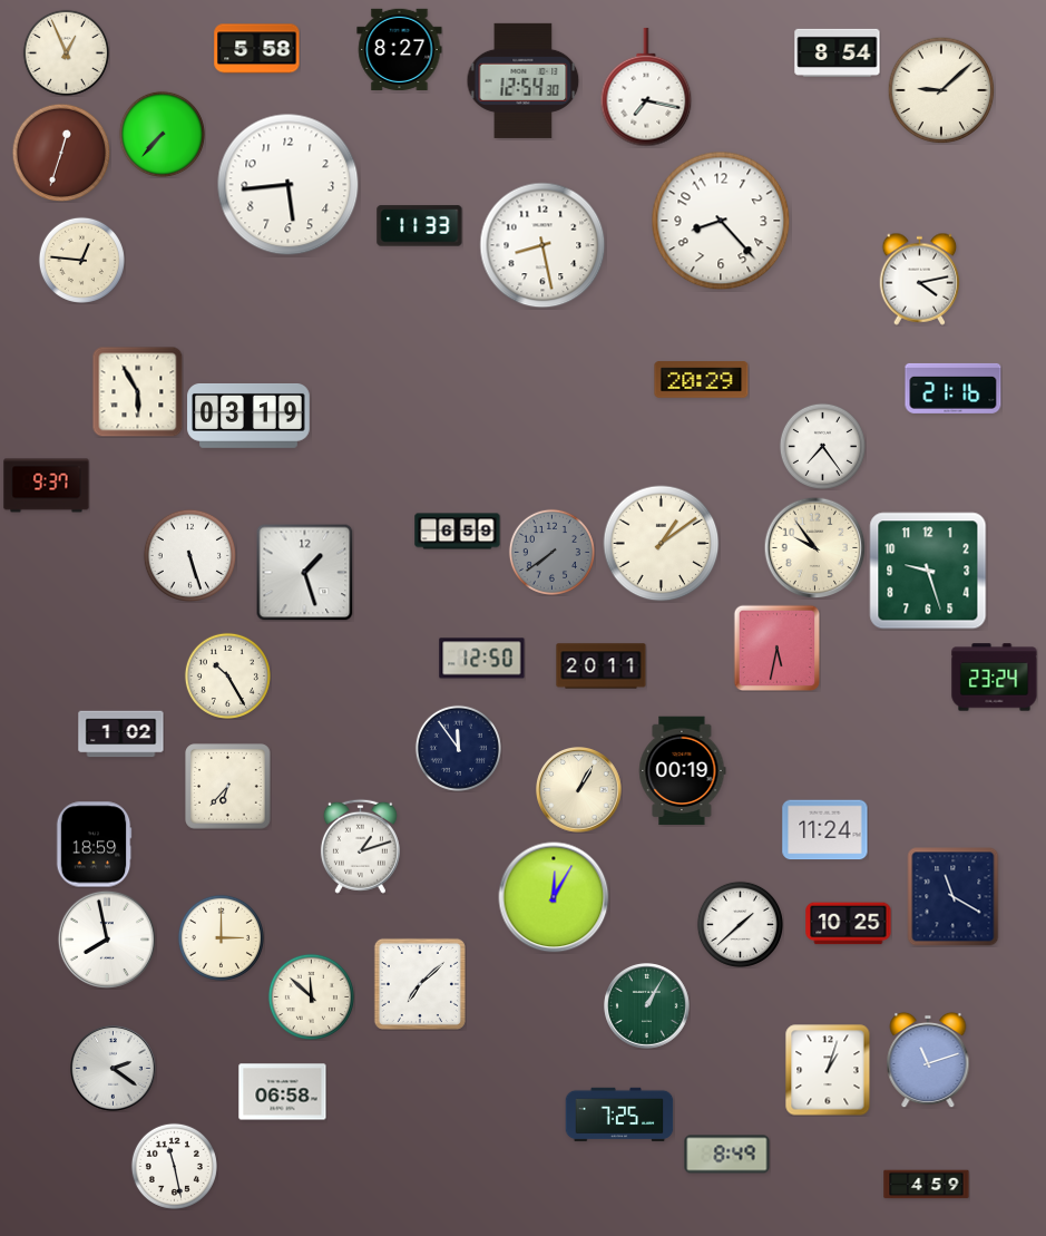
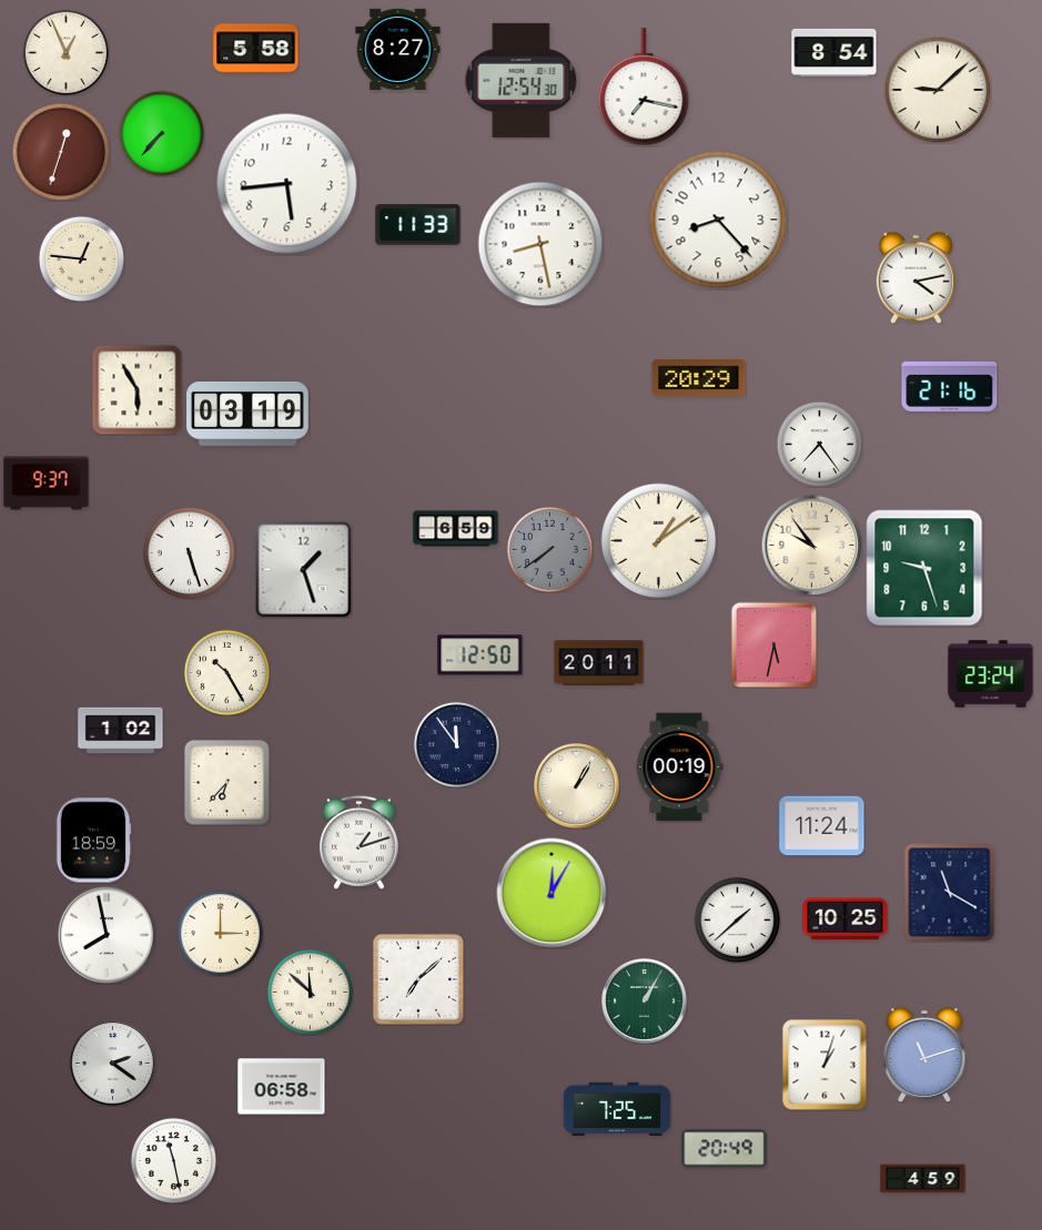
clock at (727, 1155): 8:49 -> 20:49
